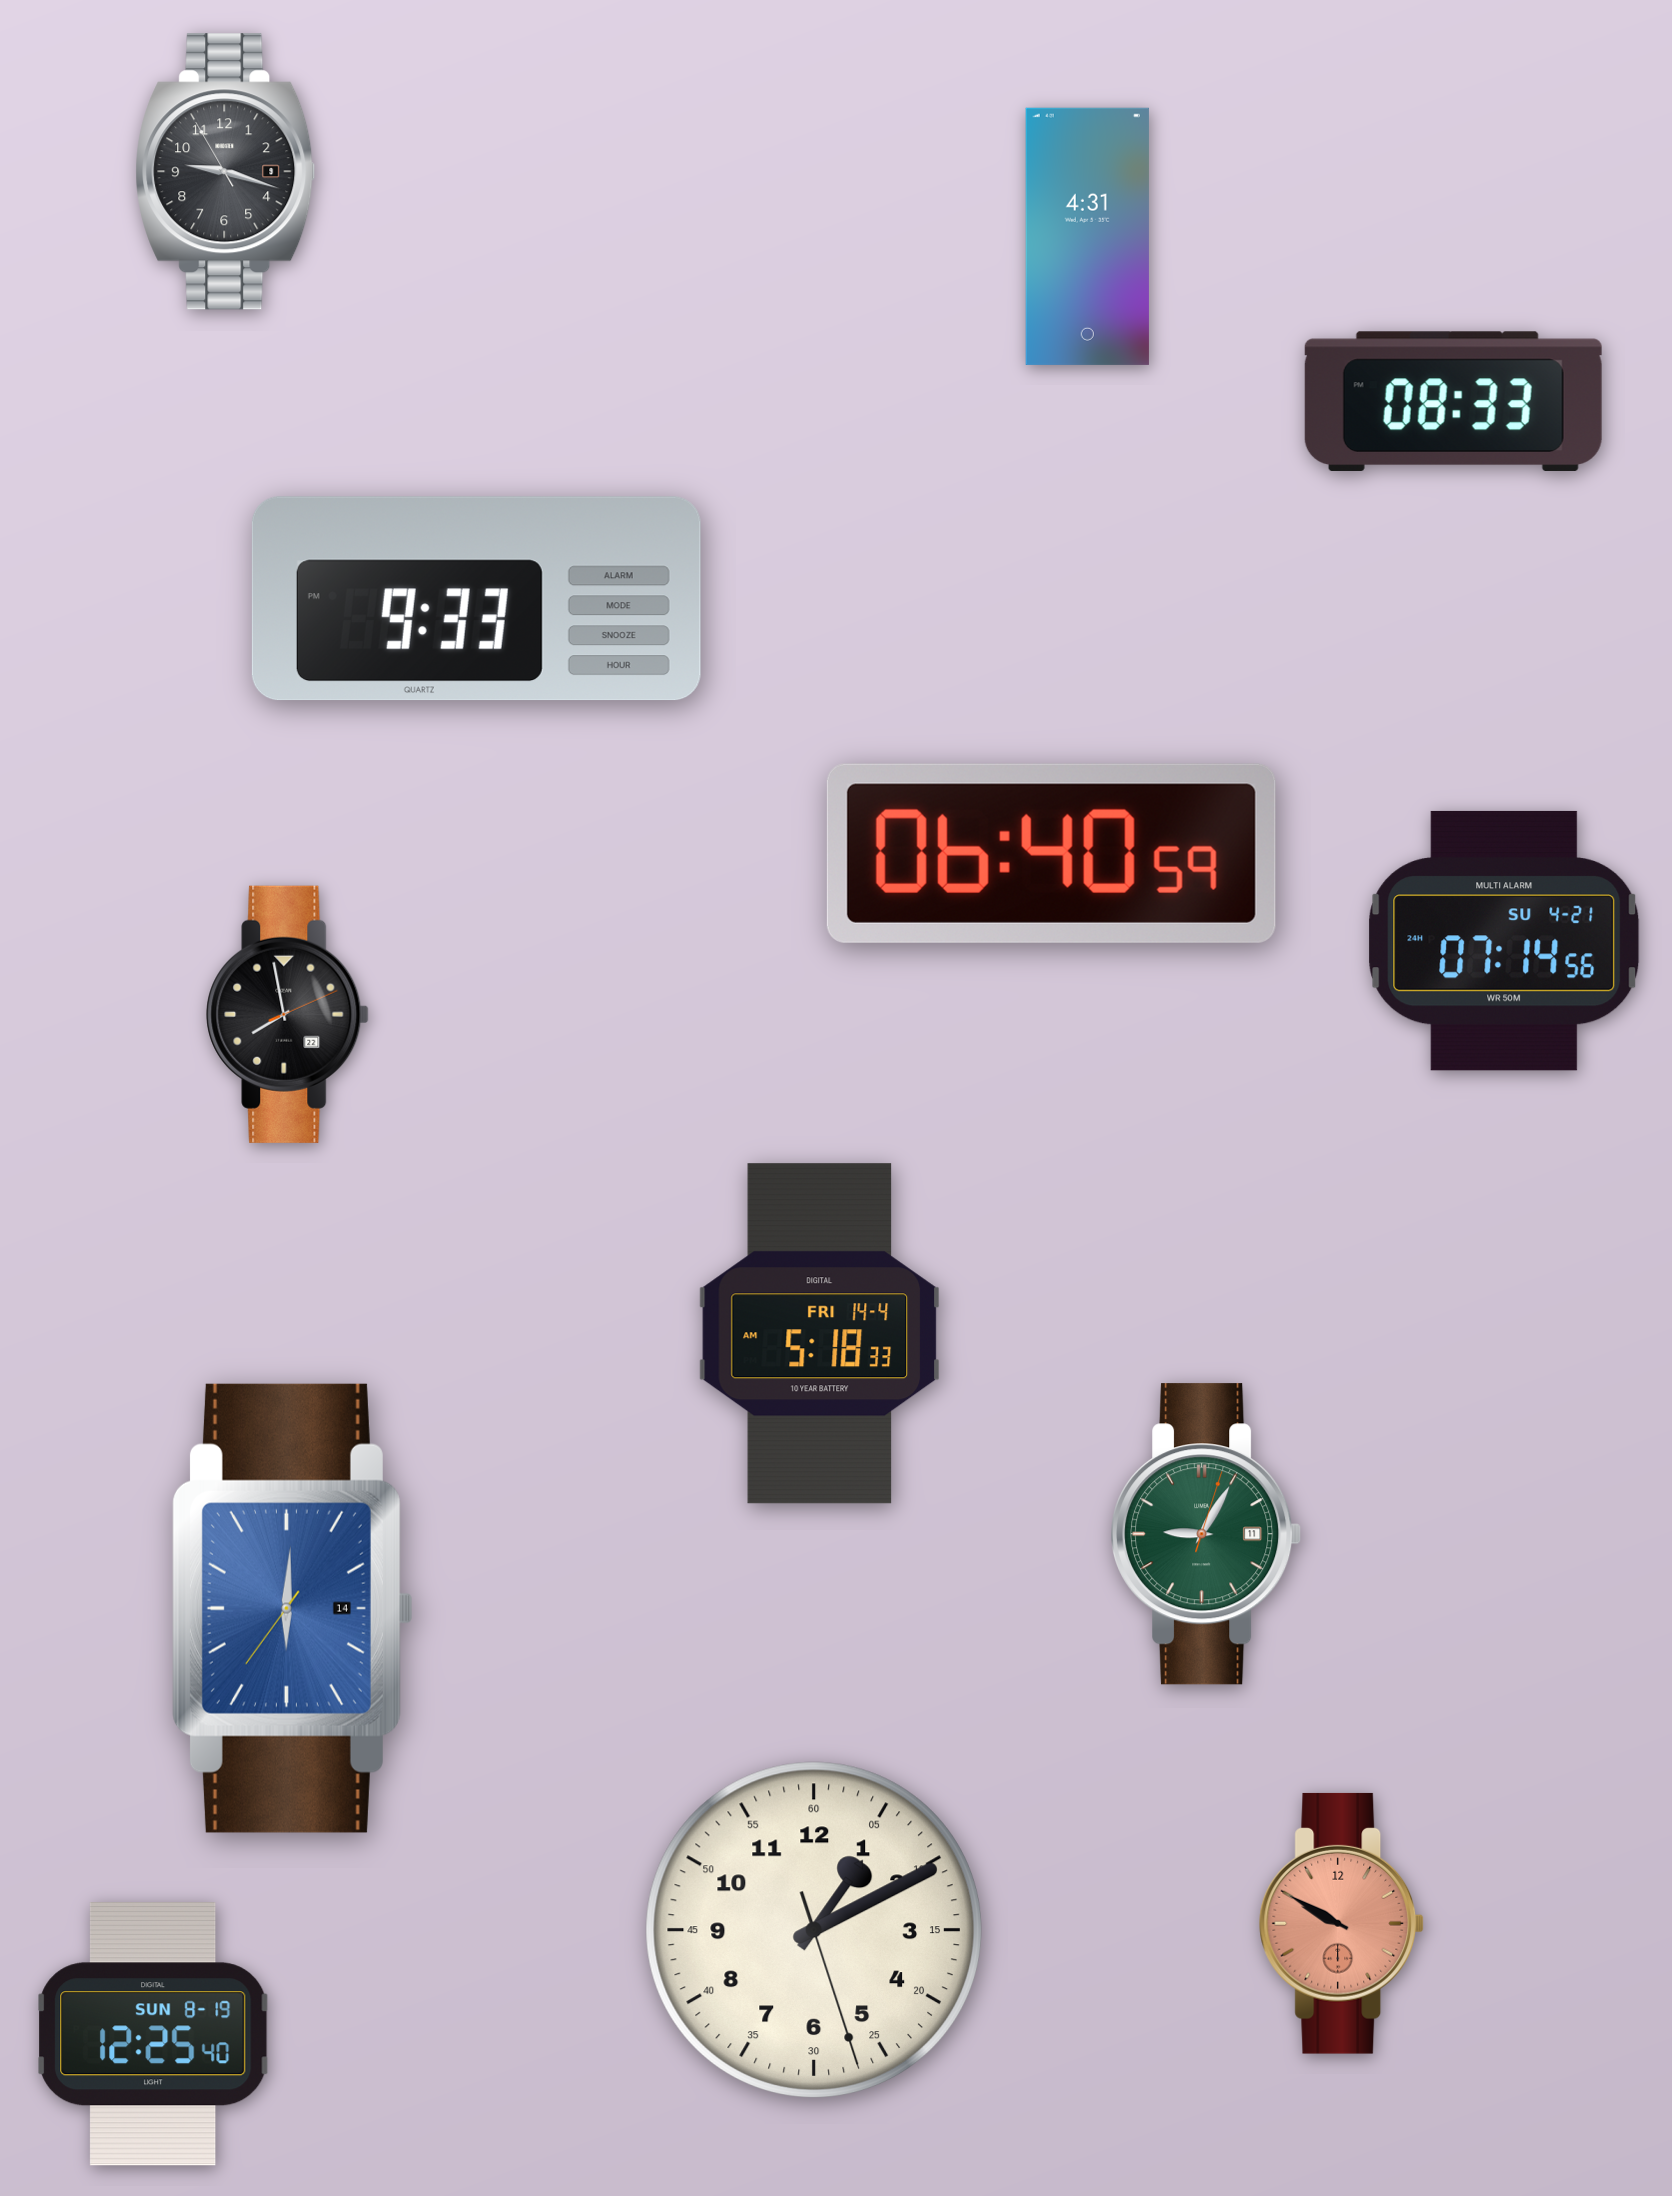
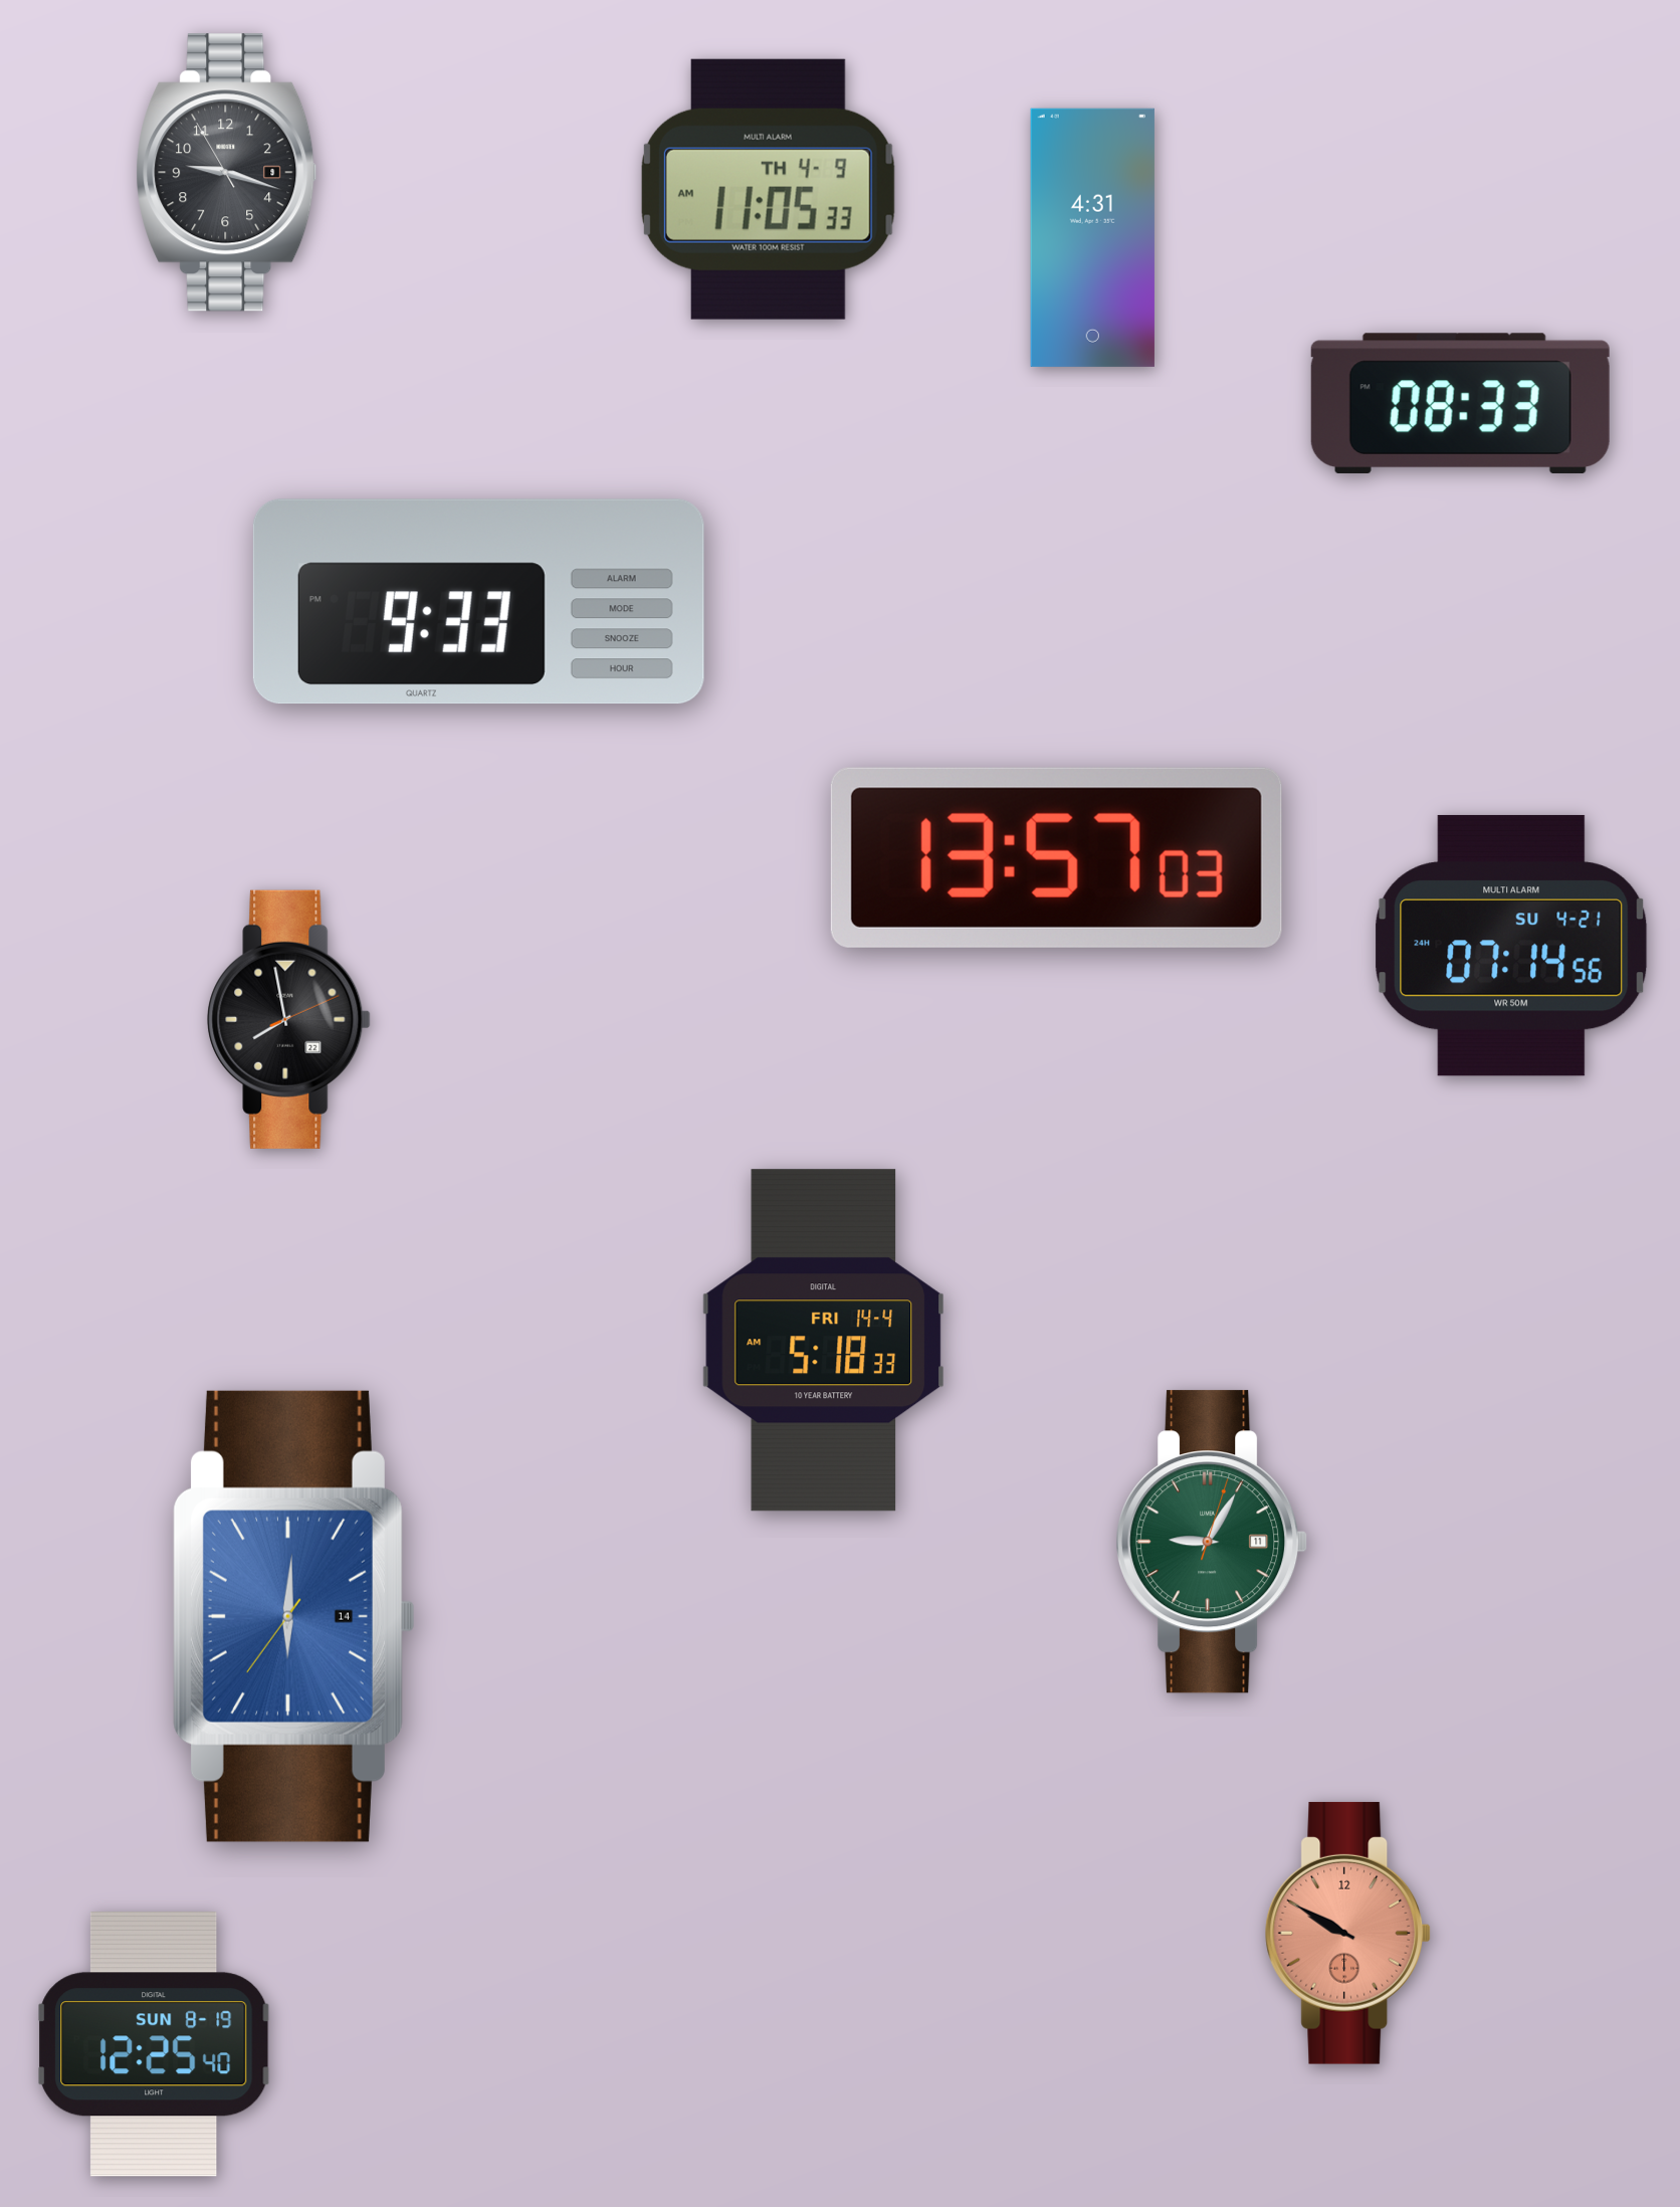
clock at (768, 189): none -> 11:05
clock at (1051, 853): 06:40 -> 13:57
clock at (814, 1930): 1:10 -> none
